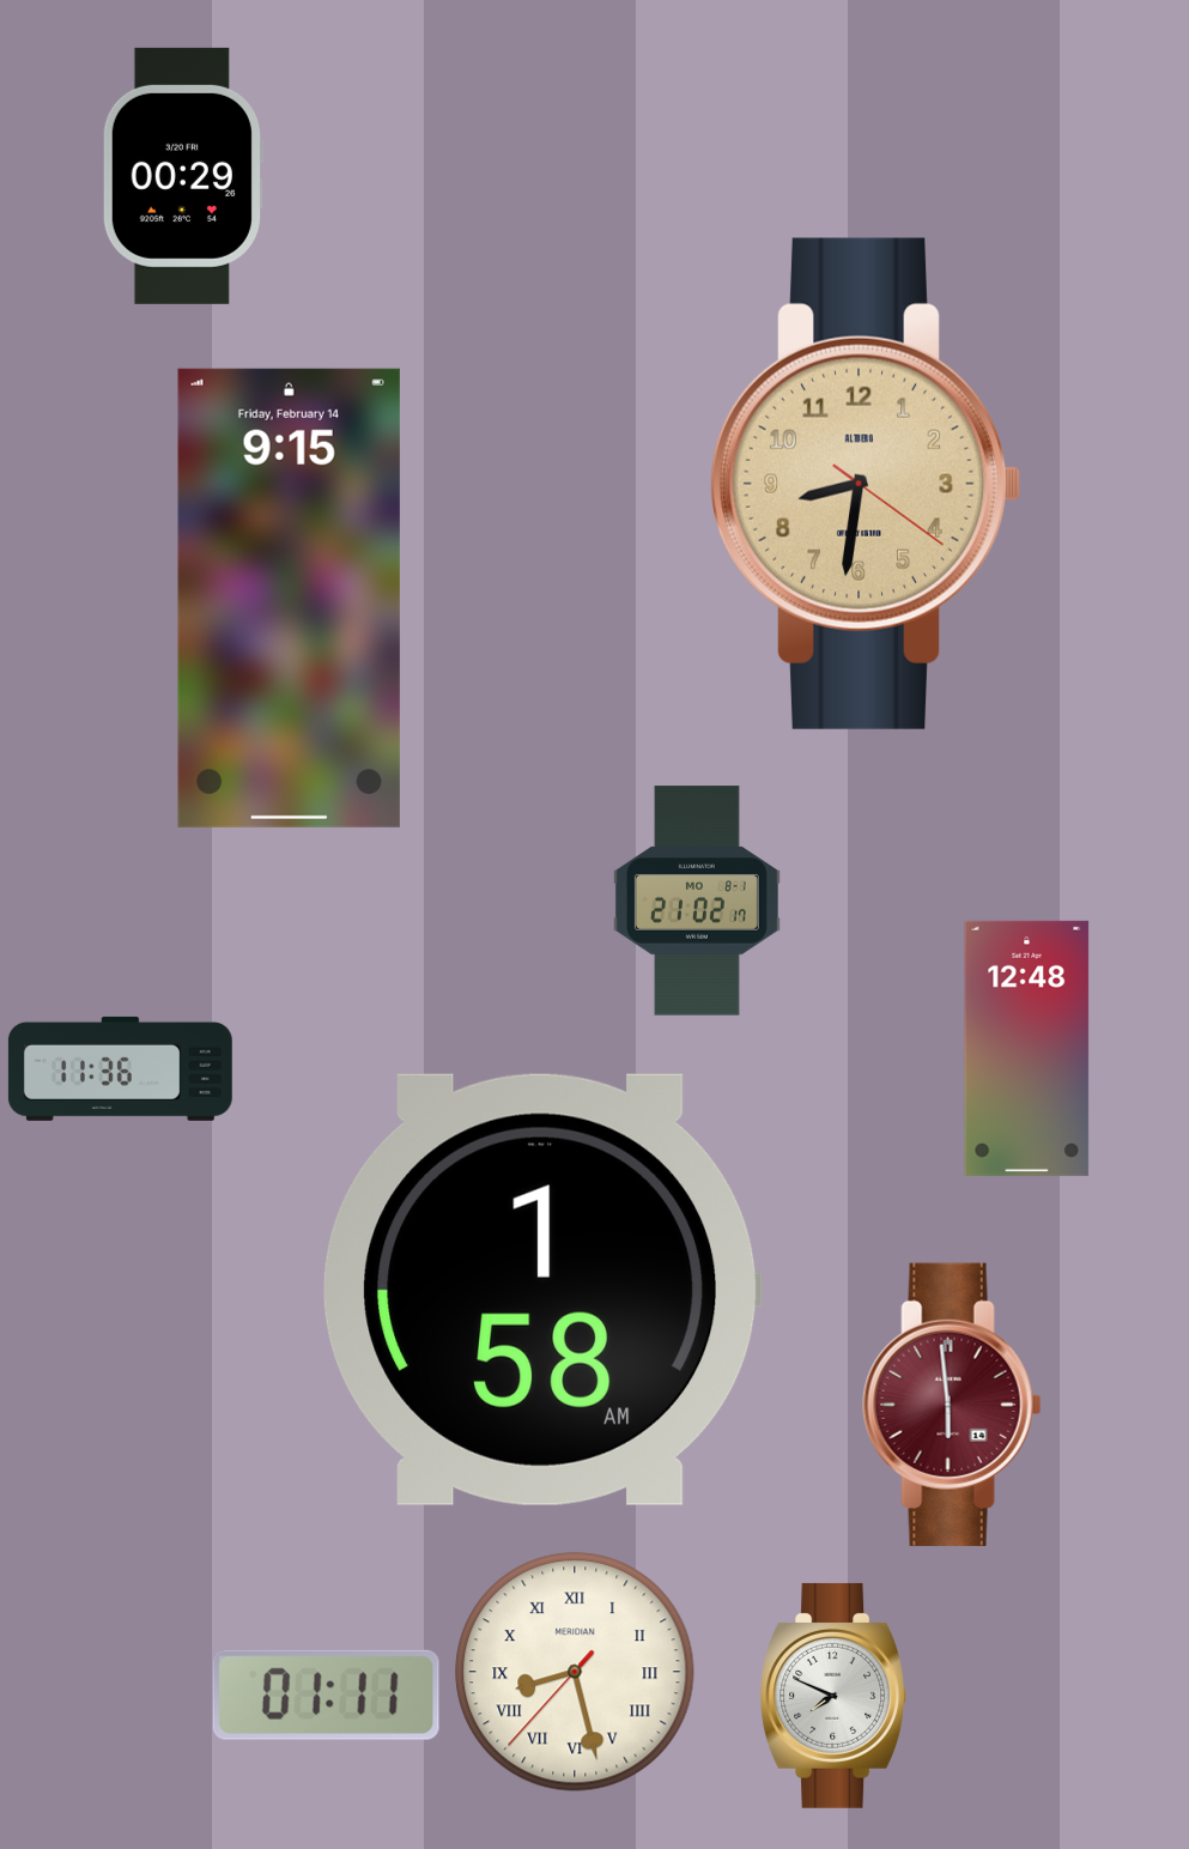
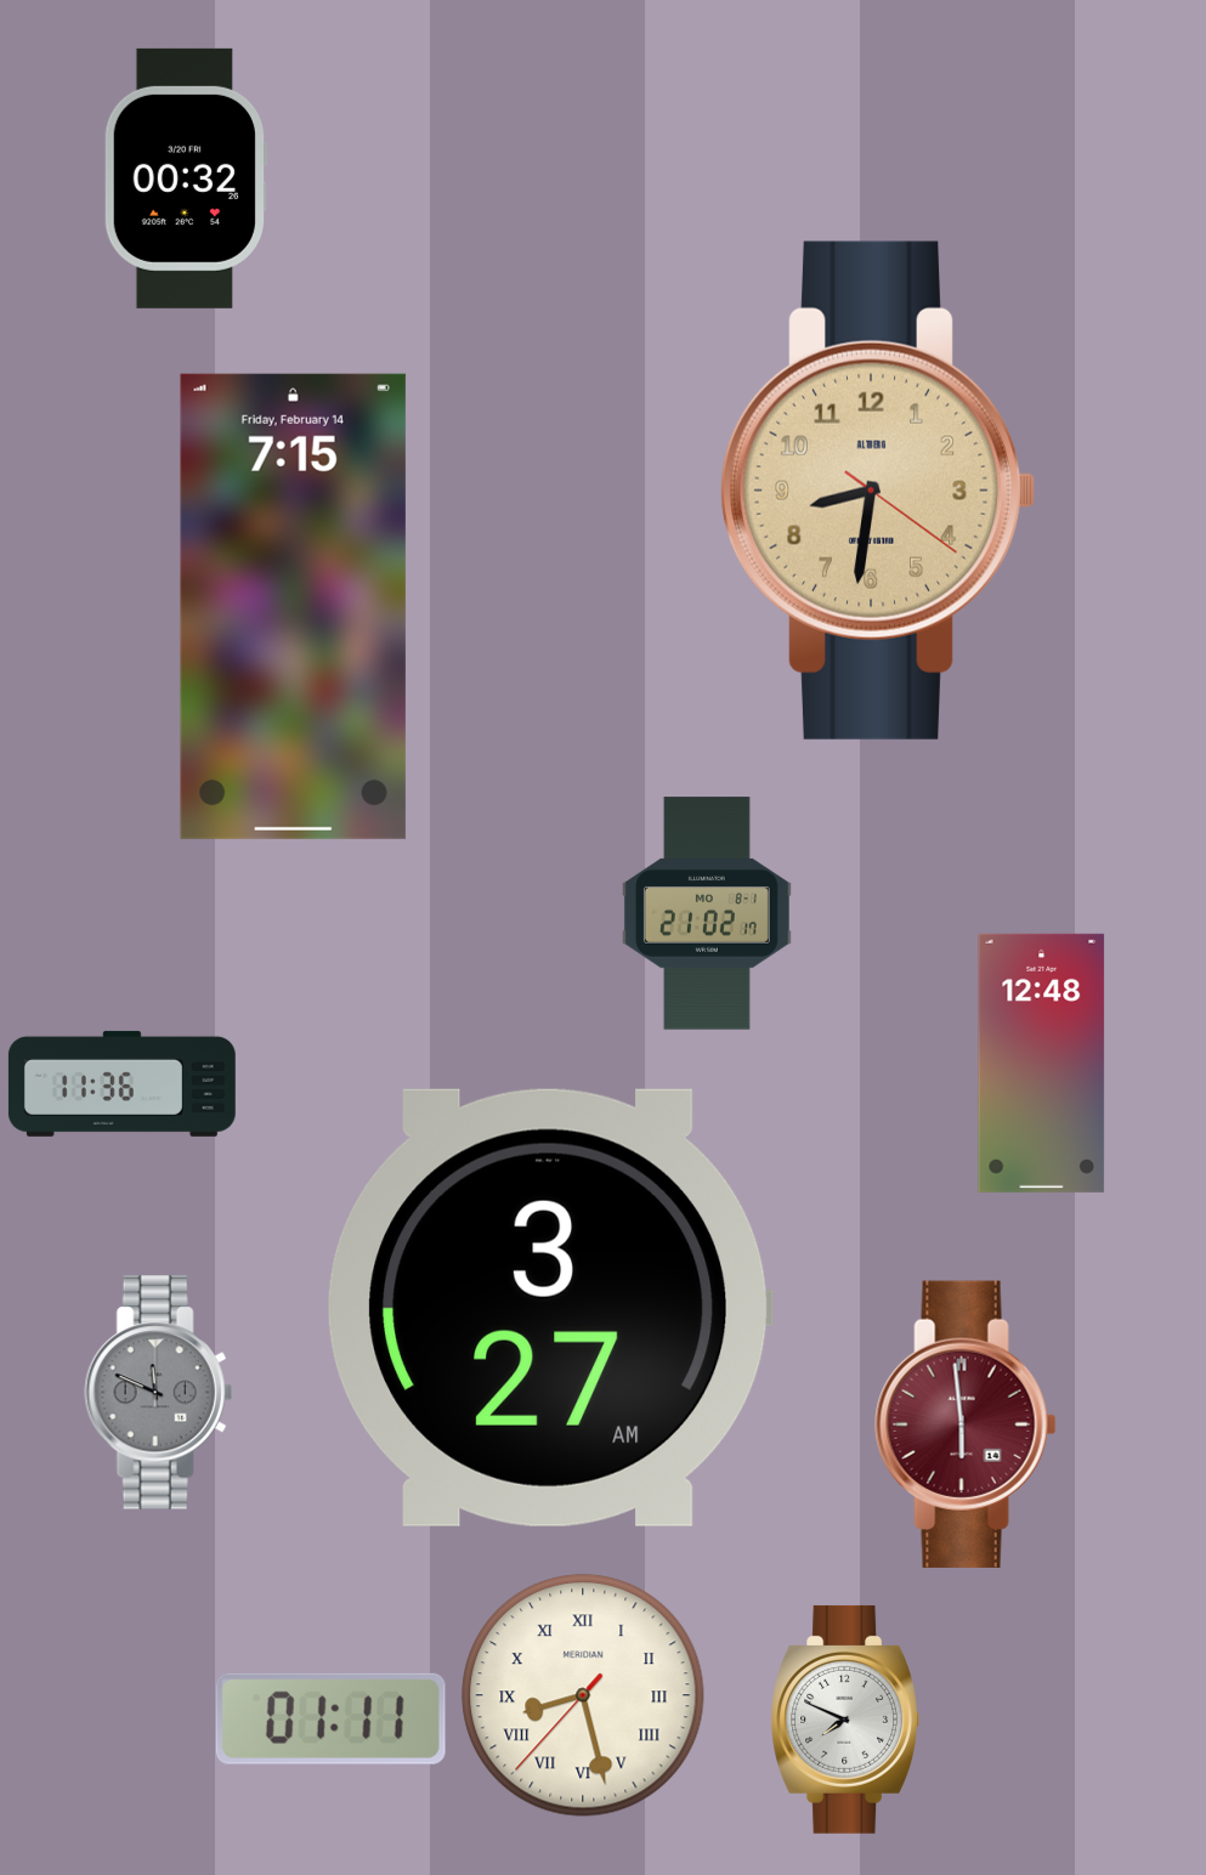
clock at (182, 176): 00:29 -> 00:32
clock at (289, 598): 9:15 -> 7:15
clock at (544, 1290): 1:58 -> 3:27
clock at (158, 1393): none -> 11:49
